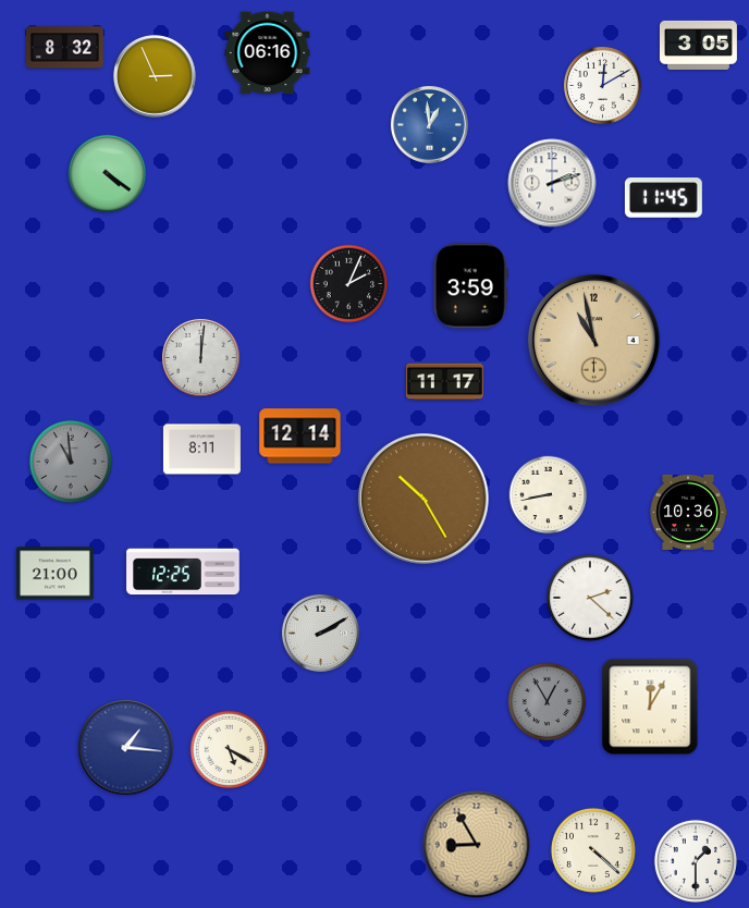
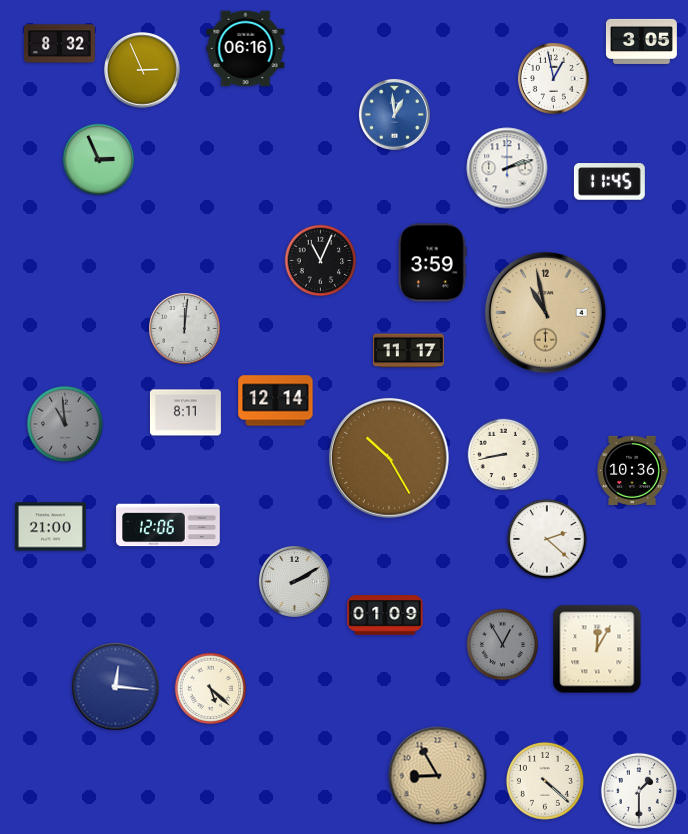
clock at (602, 85): 12:10 -> 12:58
clock at (108, 174): 4:21 -> 2:56
clock at (349, 284): 2:04 -> 11:04
clock at (183, 572): 12:25 -> 12:06
clock at (590, 598) position: (590, 598) -> (547, 539)
clock at (385, 615): none -> 01:09
clock at (126, 748): 1:16 -> 12:16
clock at (230, 750): 5:20 -> 5:22
